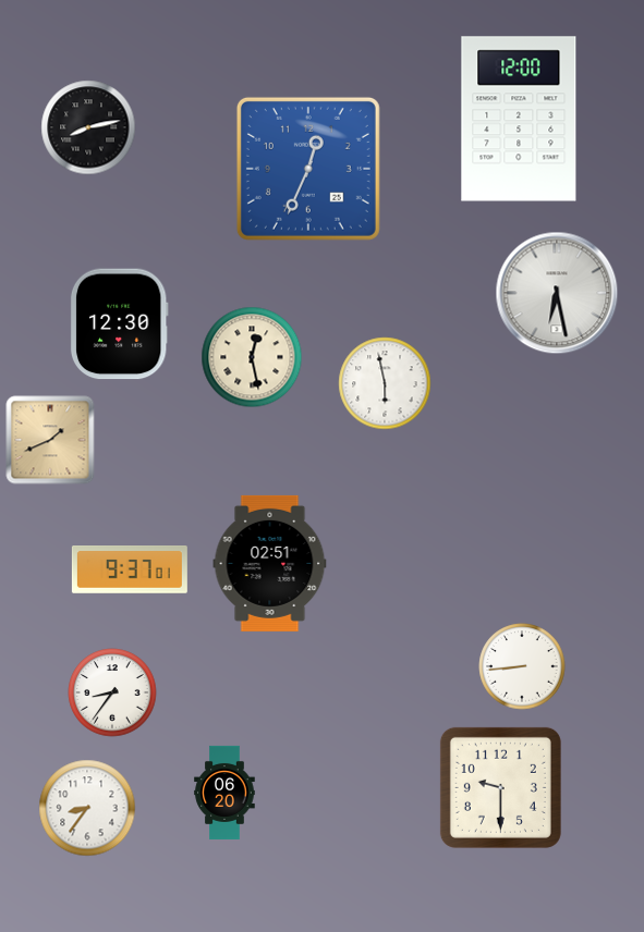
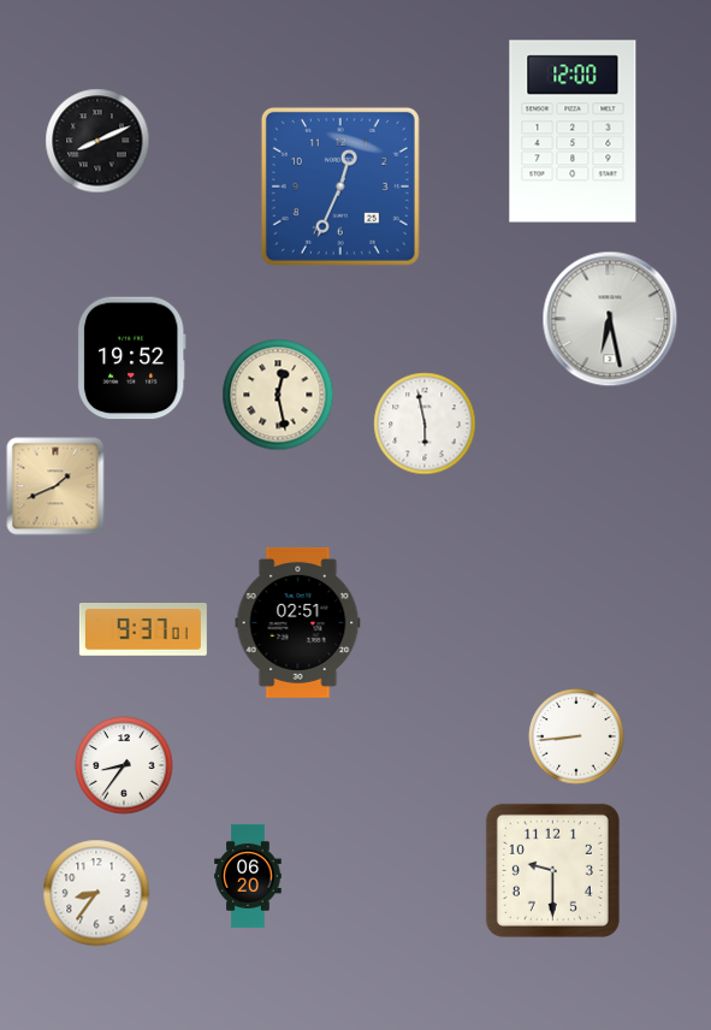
clock at (88, 127): 8:13 -> 8:11
clock at (557, 293) position: (557, 293) -> (610, 319)
clock at (119, 324): 12:30 -> 19:52
